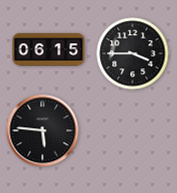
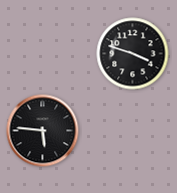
clock at (49, 50): 06:15 -> none
clock at (133, 54): 3:45 -> 3:48
